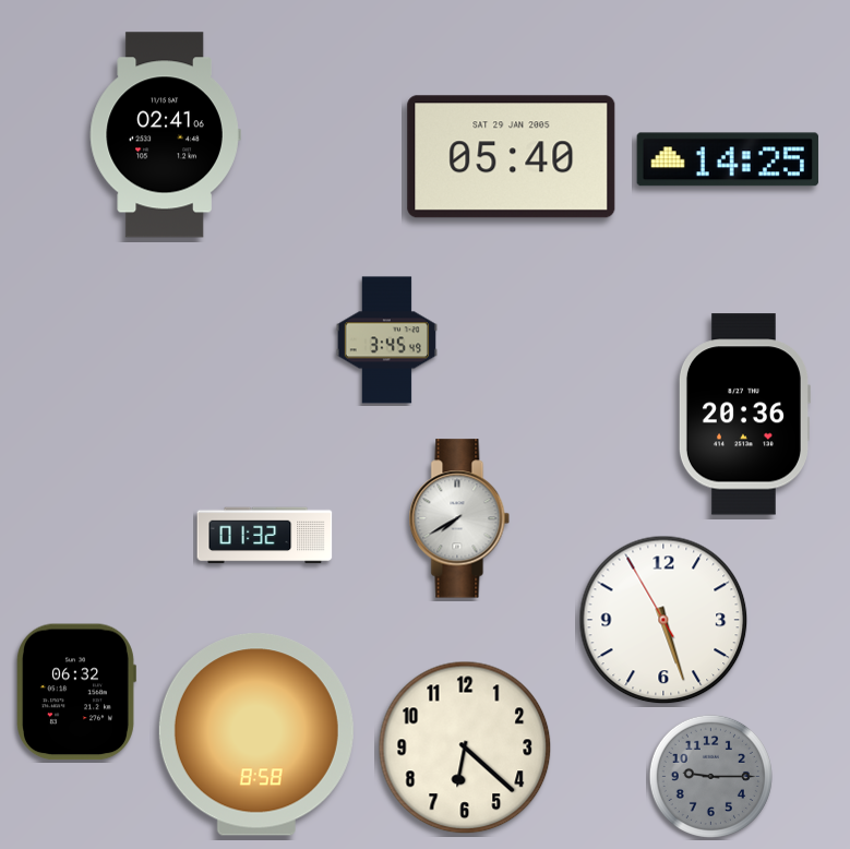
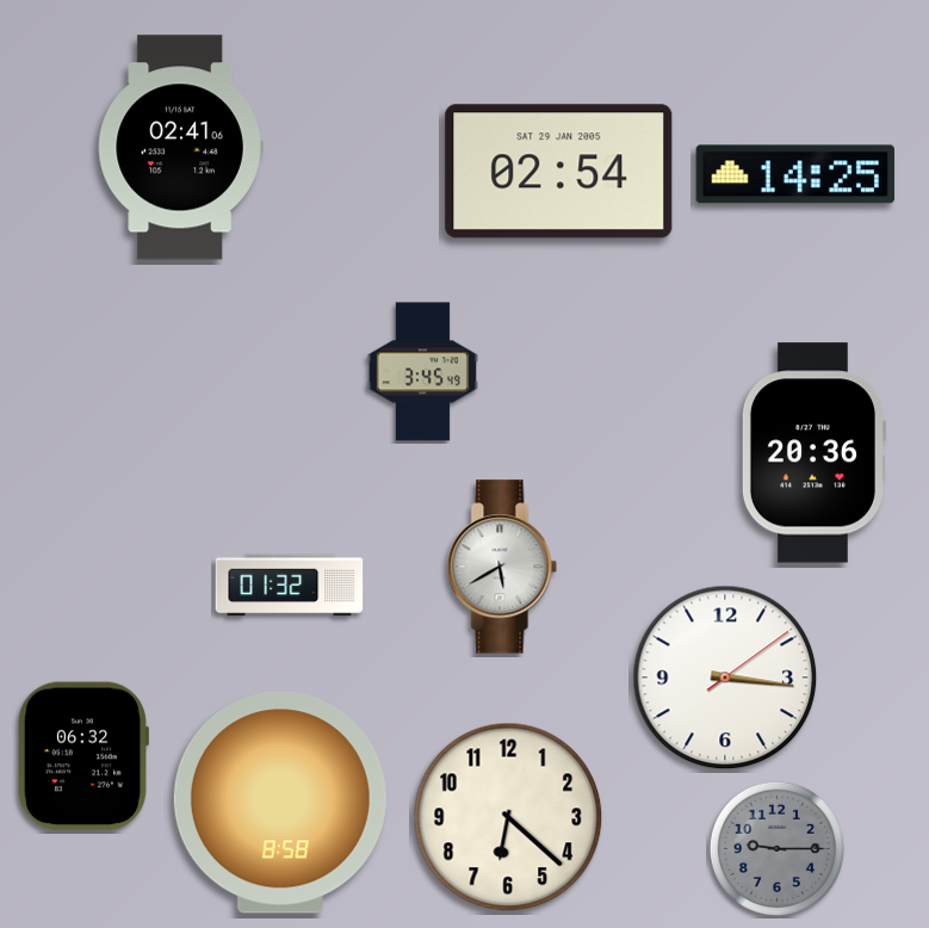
clock at (512, 157): 05:40 -> 02:54
clock at (459, 518): 7:40 -> 5:40
clock at (663, 620): 5:26 -> 3:16
